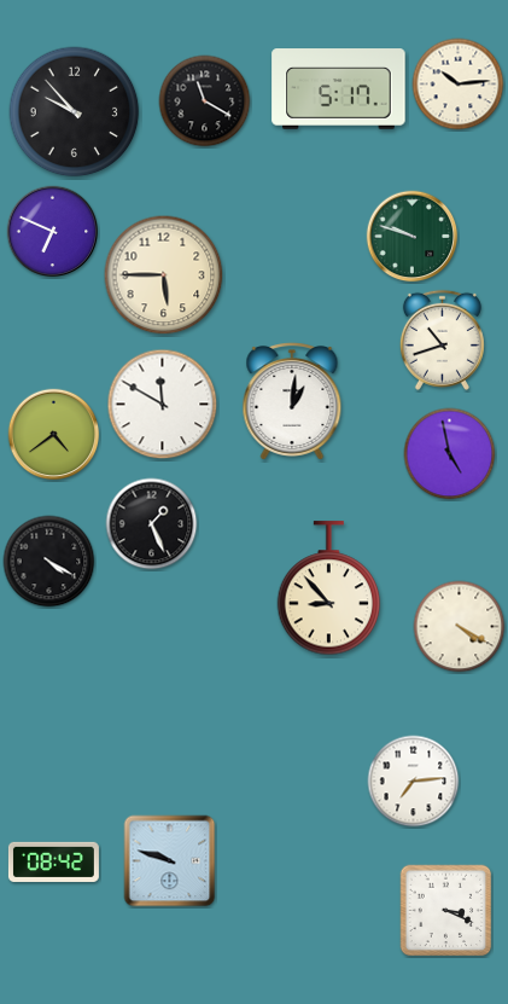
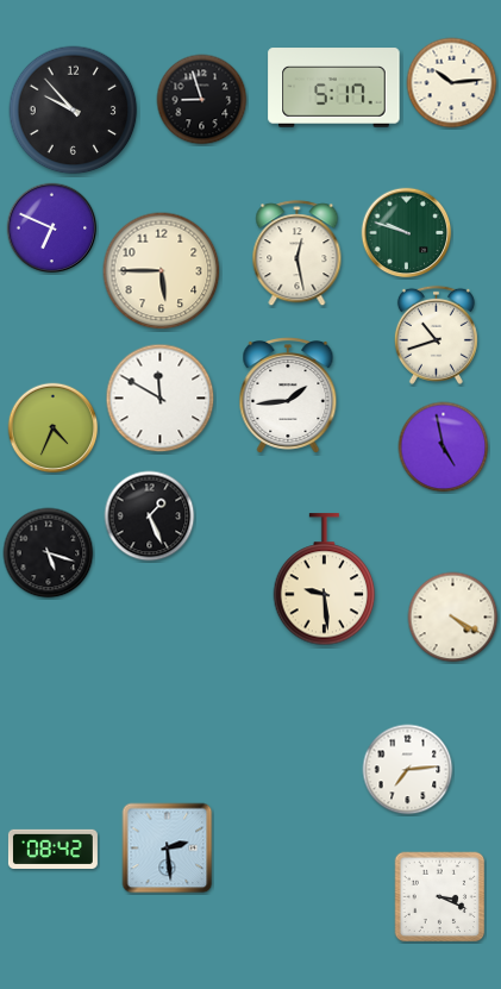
clock at (205, 101): 11:20 -> 8:57
clock at (298, 253): none -> 12:28
clock at (292, 402): 1:01 -> 1:44
clock at (54, 435): 4:39 -> 4:34
clock at (49, 562): 4:20 -> 5:18
clock at (329, 588): 8:53 -> 9:29
clock at (170, 861): 9:48 -> 2:29
